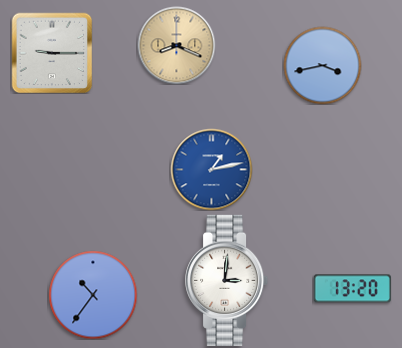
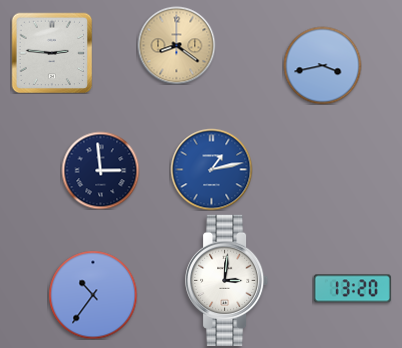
clock at (176, 45): 8:19 -> 8:21
clock at (52, 53): 9:15 -> 2:46
clock at (100, 170): none -> 2:59
